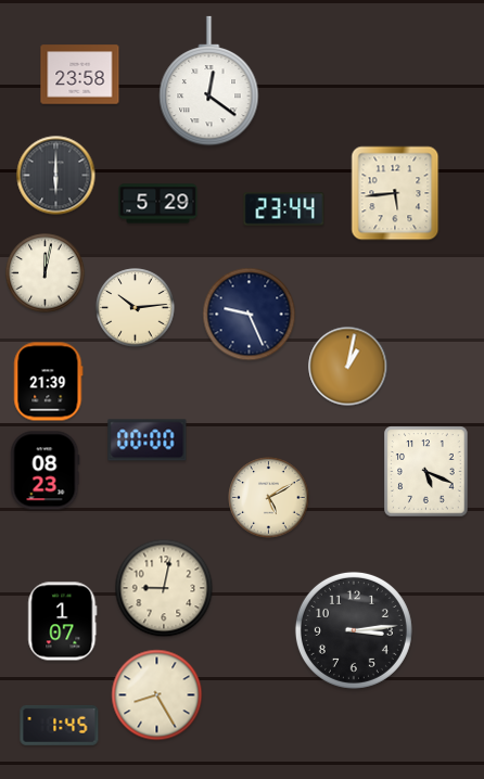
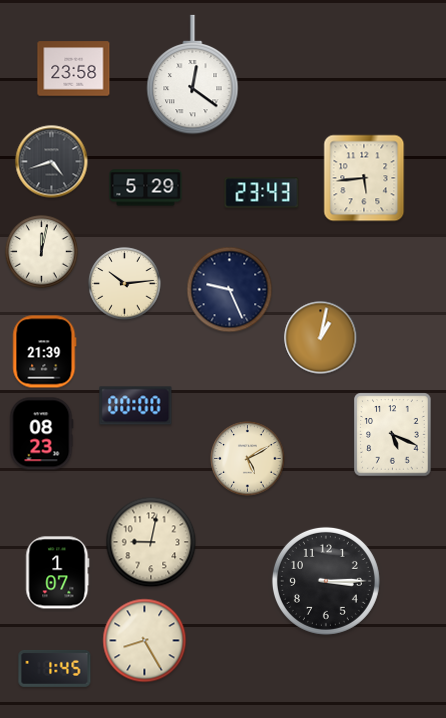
clock at (56, 176): 6:00 -> 4:42
clock at (284, 209): 23:44 -> 23:43
clock at (354, 630): 3:14 -> 3:15
